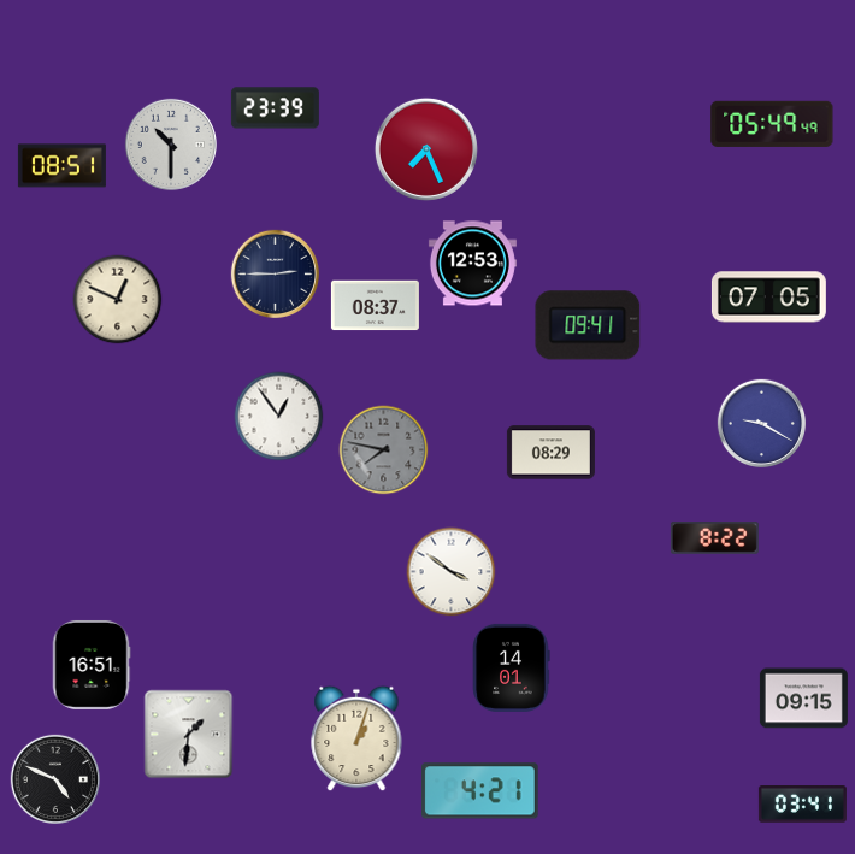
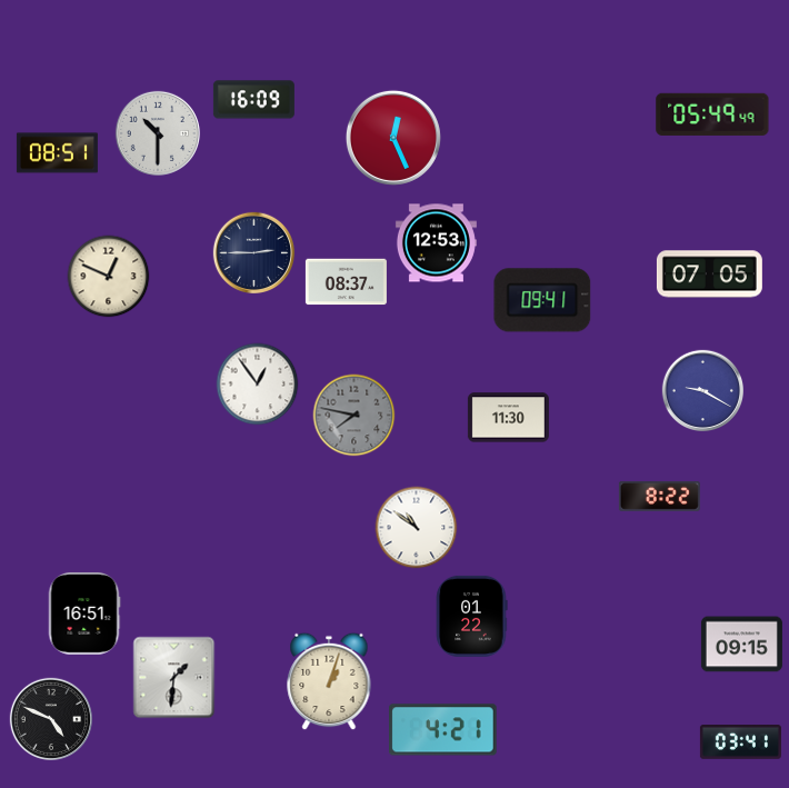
clock at (275, 108): 23:39 -> 16:09
clock at (426, 149): 7:26 -> 12:26
clock at (550, 453): 08:29 -> 11:30
clock at (452, 572): 3:51 -> 10:51
clock at (512, 667): 14:01 -> 01:22
